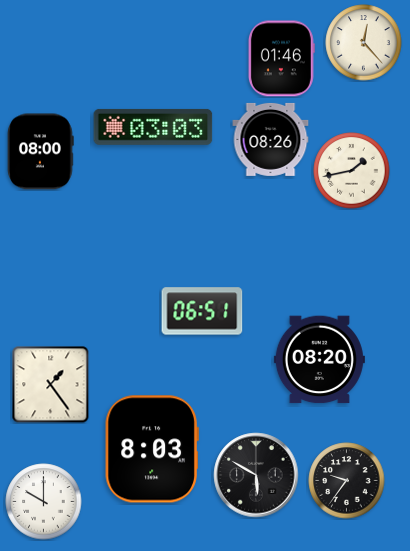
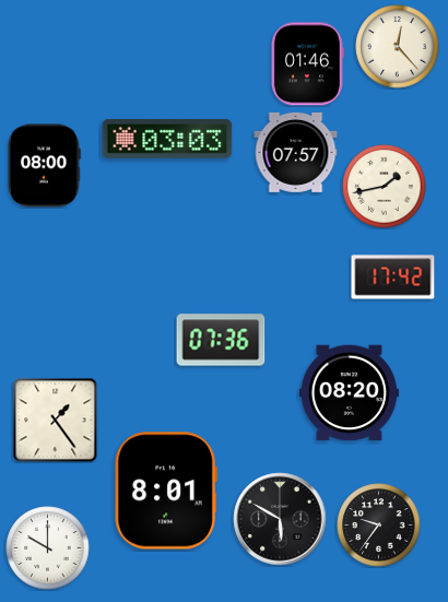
clock at (271, 139): 08:26 -> 07:57
clock at (393, 278): none -> 17:42
clock at (202, 311): 06:51 -> 07:36
clock at (152, 449): 8:03 -> 8:01
